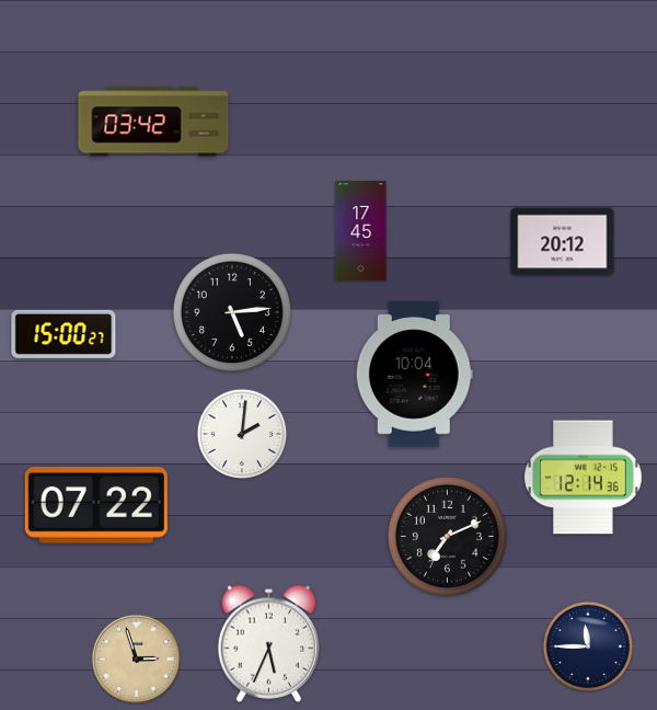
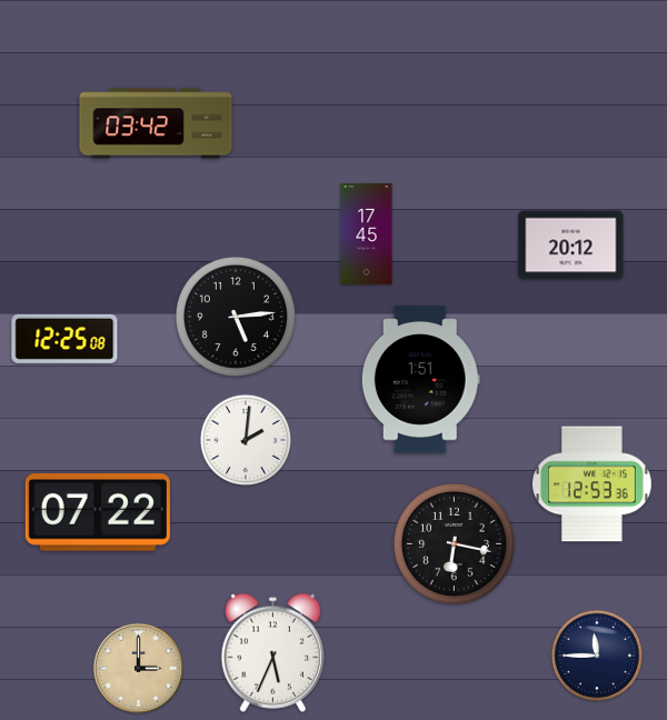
clock at (64, 334): 15:00 -> 12:25
clock at (414, 375): 10:04 -> 1:51
clock at (584, 478): 12:14 -> 12:53
clock at (447, 536): 7:11 -> 6:17
clock at (136, 659): 2:57 -> 3:00
